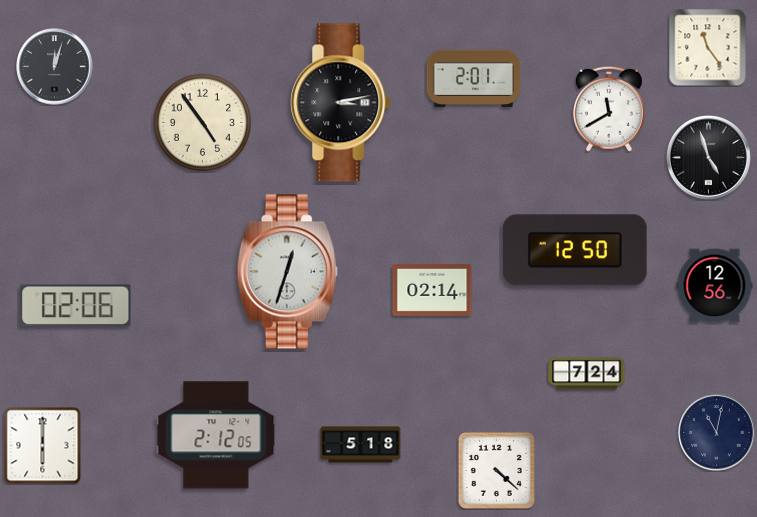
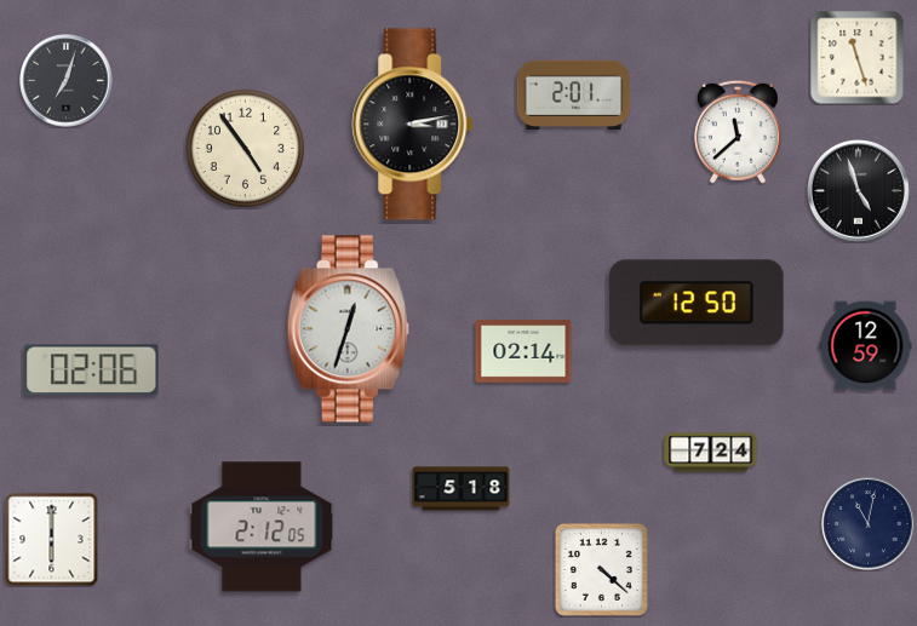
clock at (708, 48): 11:24 -> 11:27
clock at (55, 67): 12:03 -> 7:03
clock at (609, 109): 11:40 -> 11:38
clock at (715, 286): 12:56 -> 12:59
clock at (361, 445) position: (361, 445) -> (462, 489)
